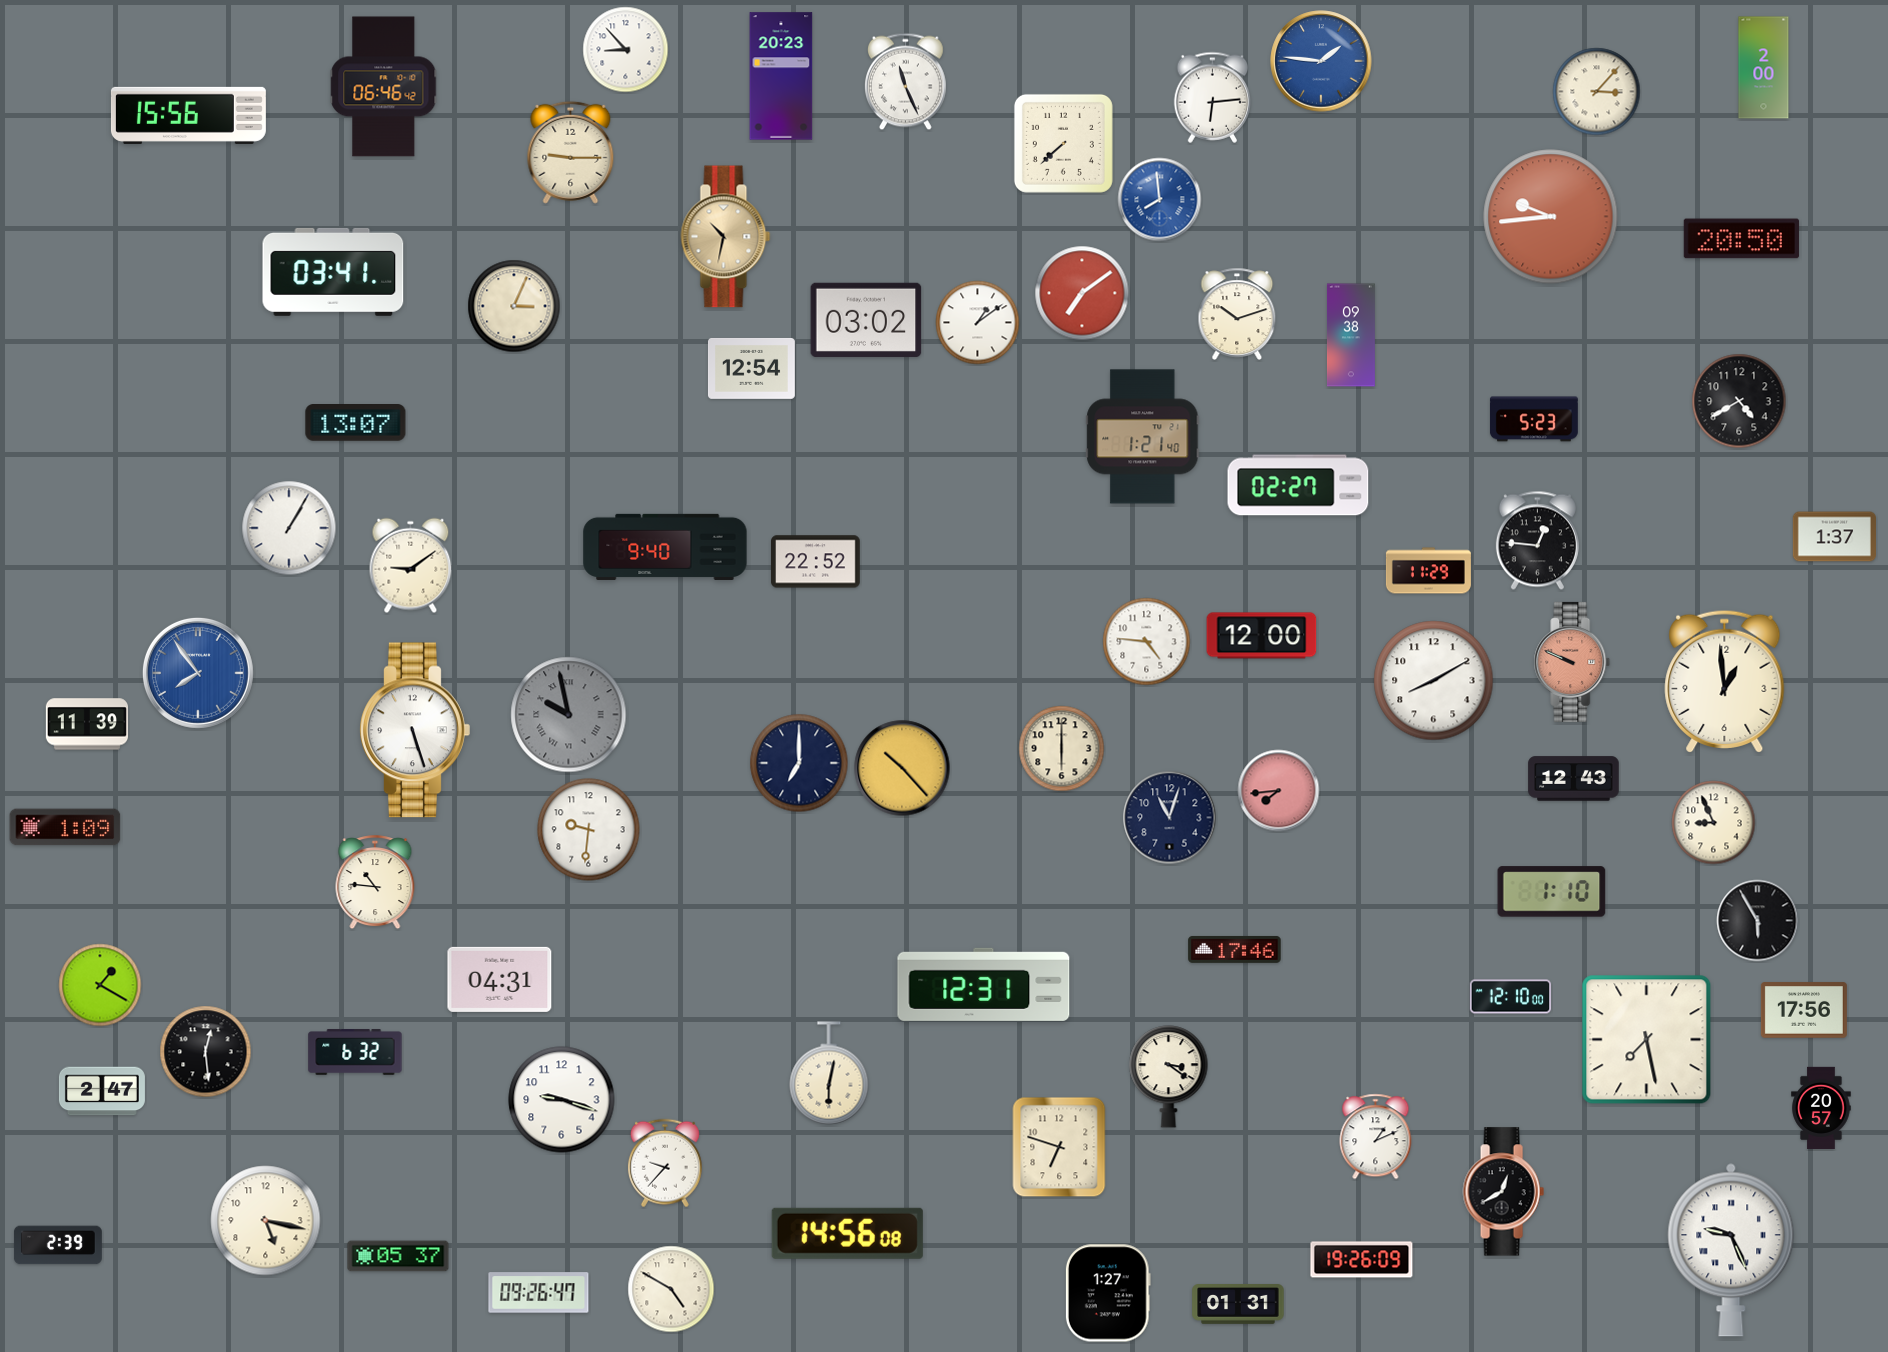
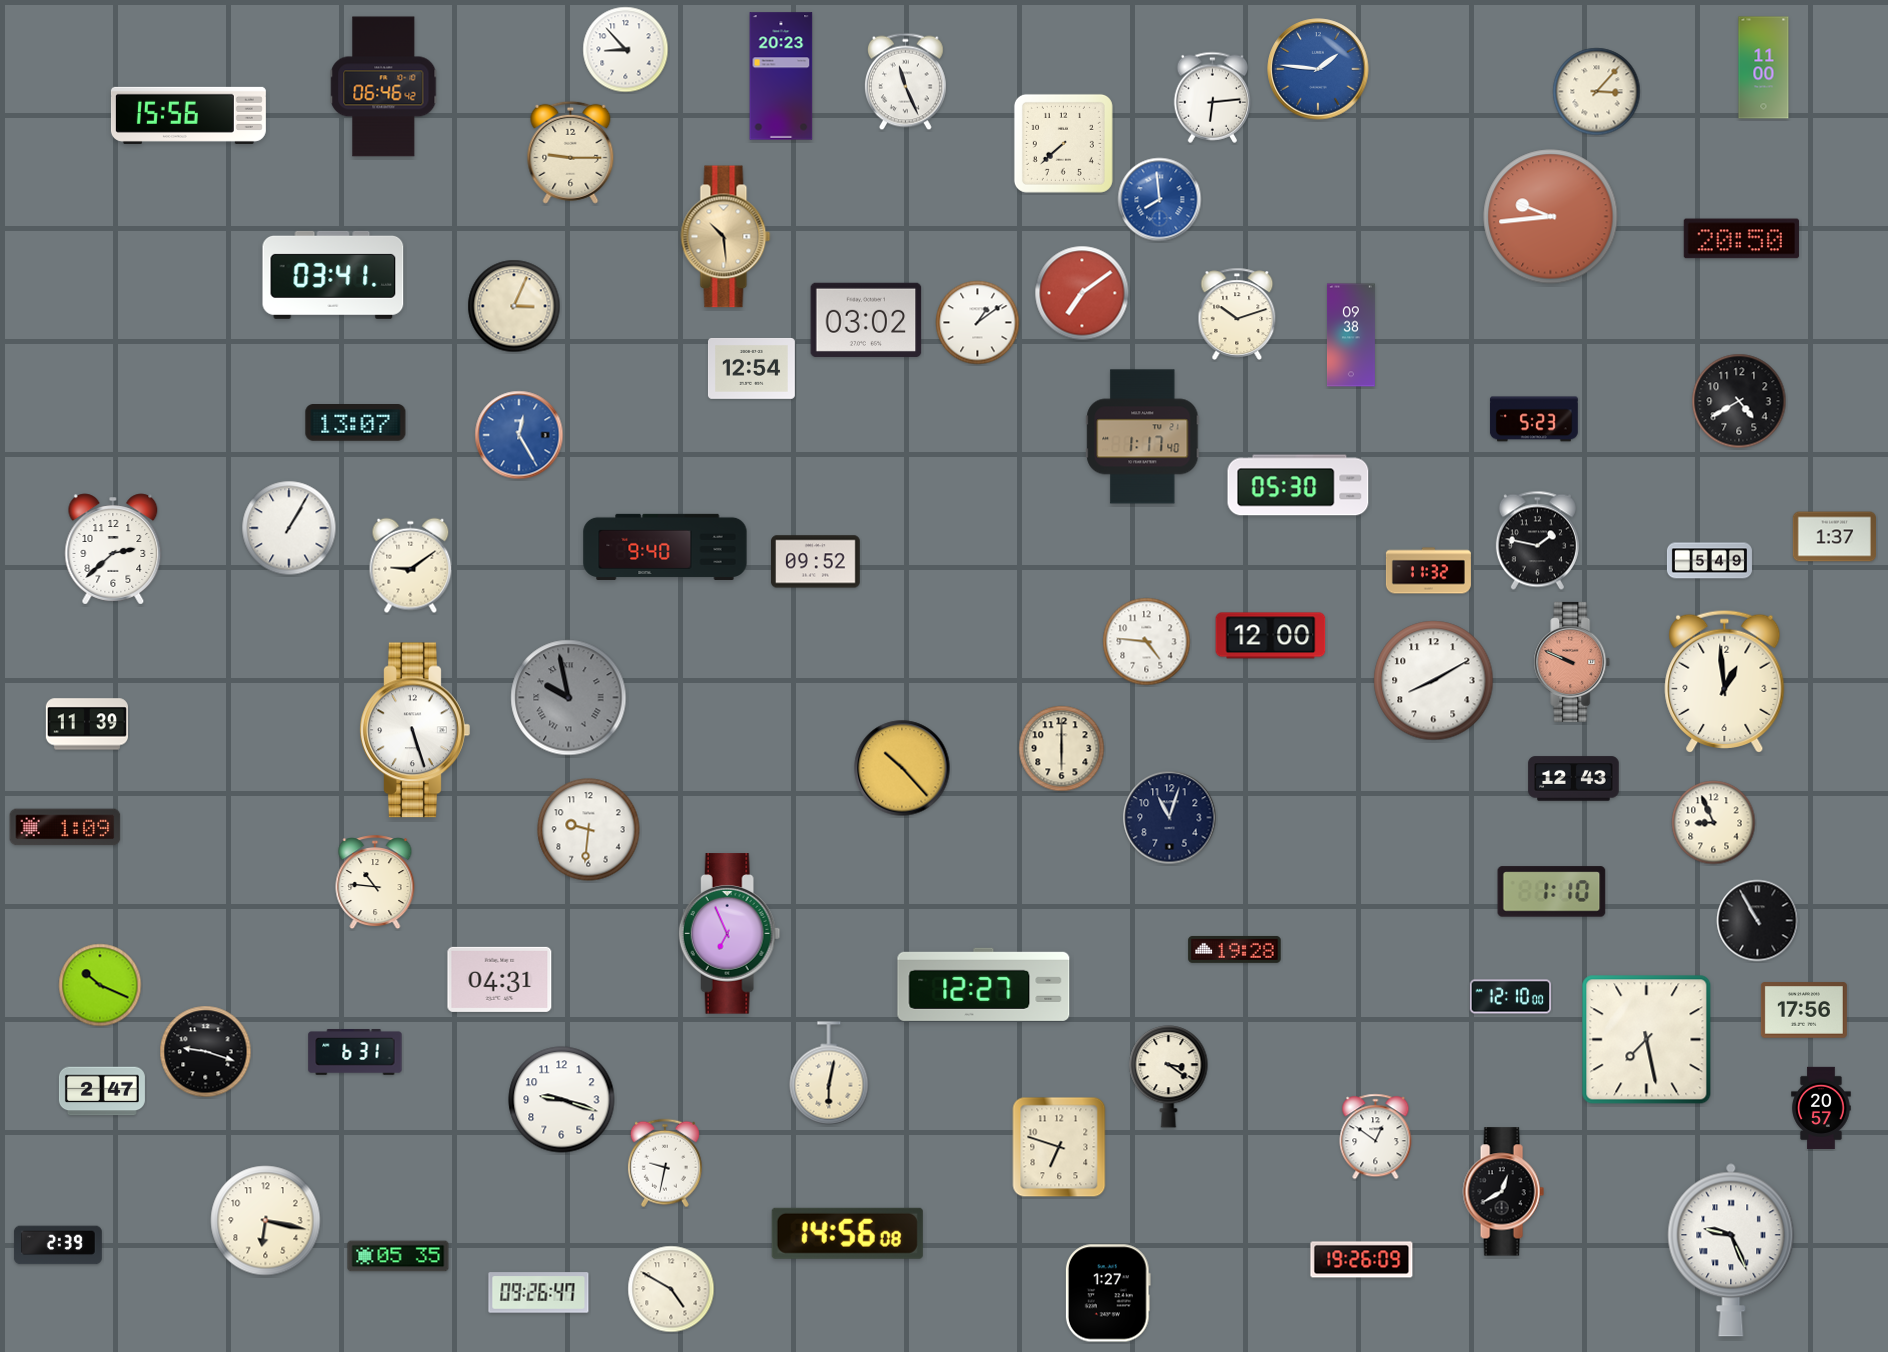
clock at (1321, 61) position: (1321, 61) -> (1318, 69)
clock at (1764, 68): 2:00 -> 11:00
clock at (726, 237): 10:32 -> 10:29
clock at (333, 272) position: (333, 272) -> (333, 275)
clock at (519, 435): none -> 12:25
clock at (1143, 437): 1:21 -> 1:17
clock at (1298, 485): 02:27 -> 05:30
clock at (1537, 541): 12:46 -> 1:47
clock at (113, 549): none -> 2:38
clock at (1709, 561): none -> 5:49
clock at (816, 562): 22:52 -> 09:52
clock at (1428, 571): 11:29 -> 11:32
clock at (1262, 636) position: (1262, 636) -> (1271, 636)
clock at (198, 673): 7:54 -> none
clock at (569, 715) position: (569, 715) -> (569, 698)
clock at (799, 763): 7:00 -> none
clock at (1279, 791): 7:44 -> none
clock at (1758, 921): 5:55 -> 10:55
clock at (730, 934): none -> 6:56
clock at (1235, 949): 17:46 -> 19:28
clock at (984, 984): 12:31 -> 12:27
clock at (100, 985): 1:20 -> 10:19
clock at (206, 1052): 12:29 -> 9:18
clock at (355, 1052): 6:32 -> 6:31
clock at (1376, 1137): 1:11 -> 12:51
clock at (665, 1163): 9:37 -> 9:32
clock at (266, 1221): 5:17 -> 6:17
clock at (398, 1256): 05:37 -> 05:35
clock at (1238, 1305): 01:31 -> none
